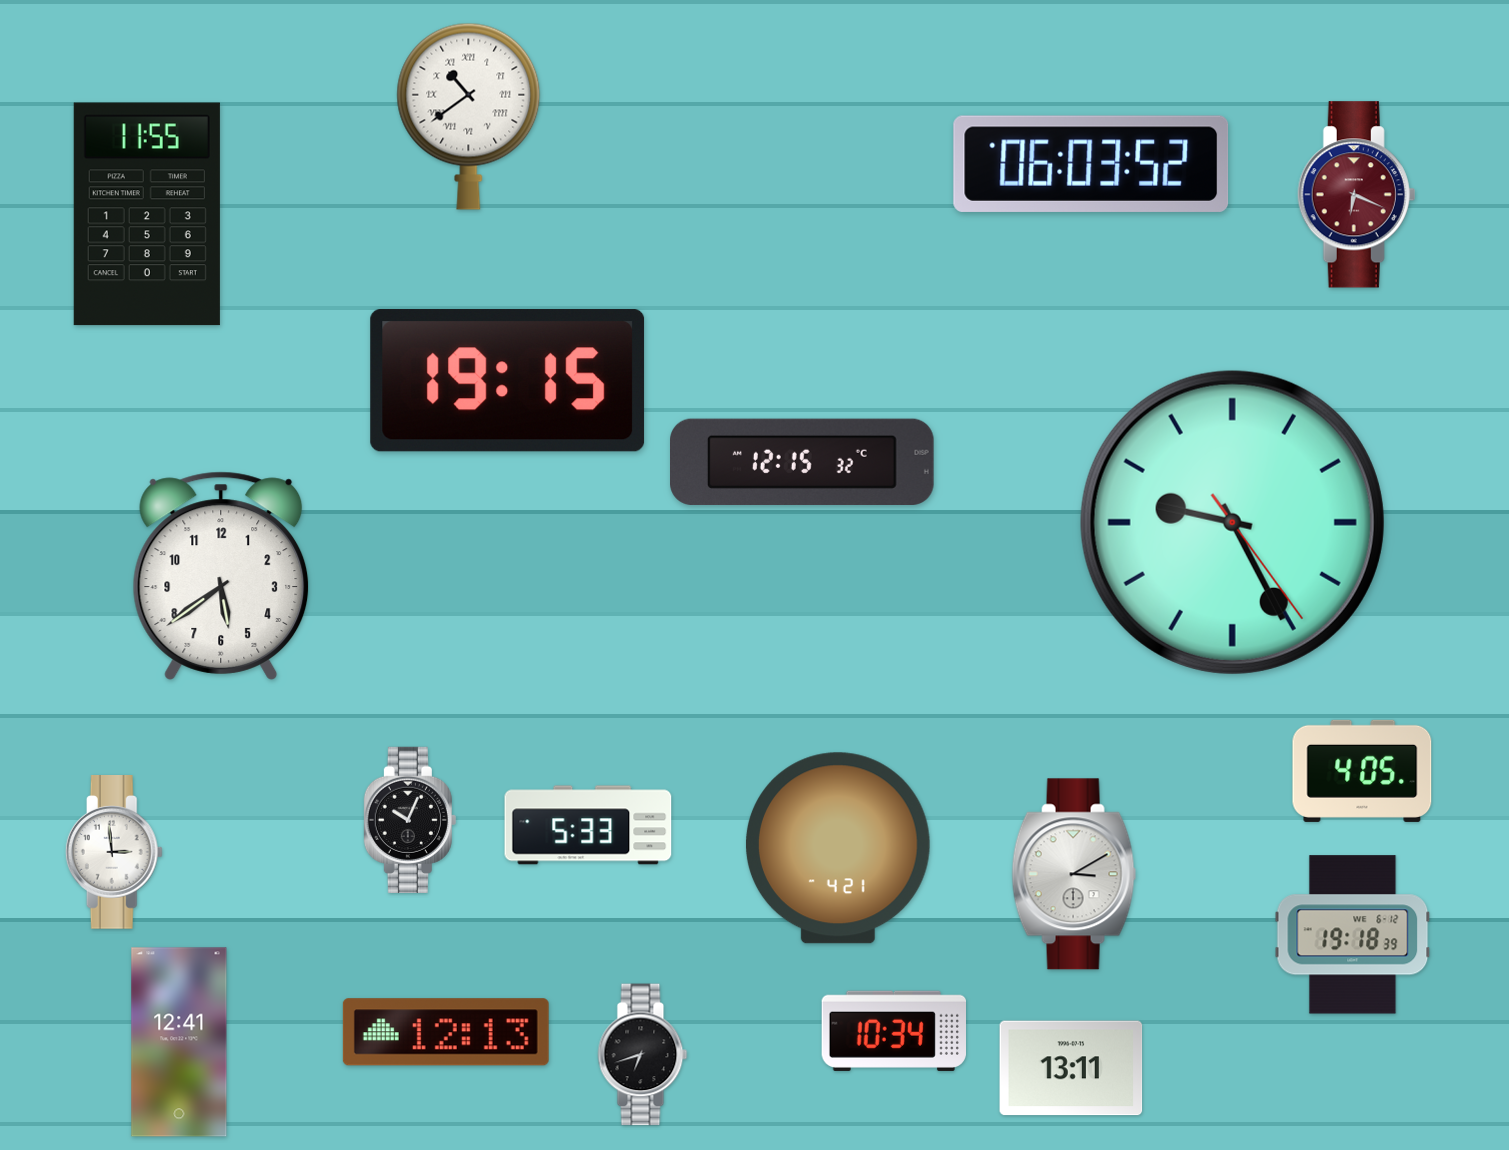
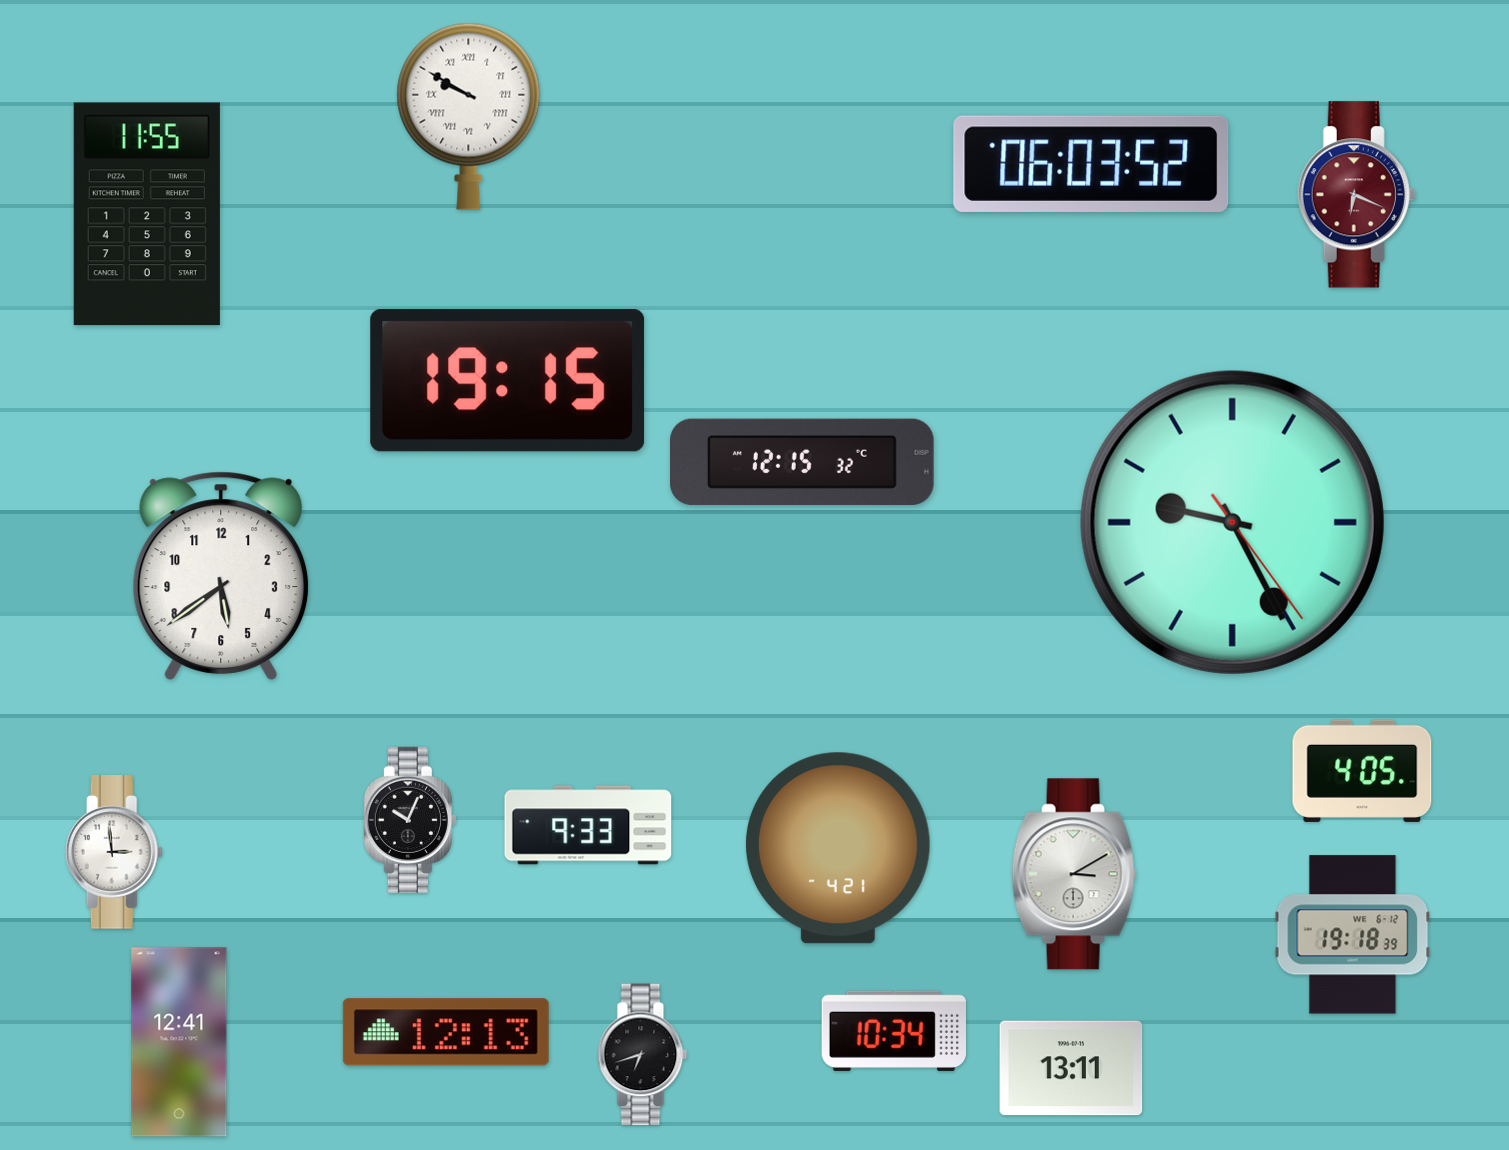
clock at (469, 116): 10:39 -> 9:50
clock at (588, 825): 5:33 -> 9:33
